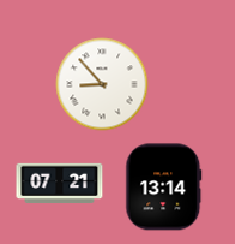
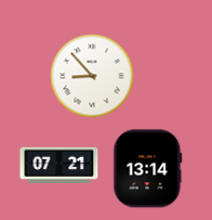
clock at (60, 183) position: (60, 183) -> (59, 165)
